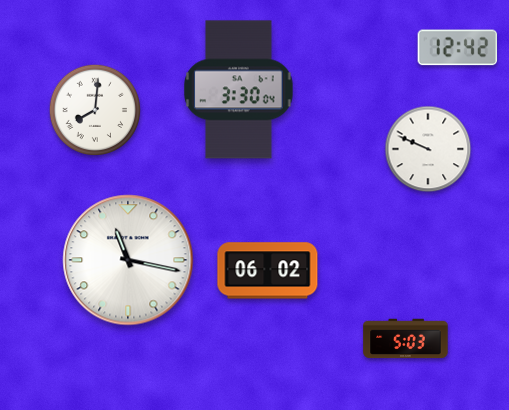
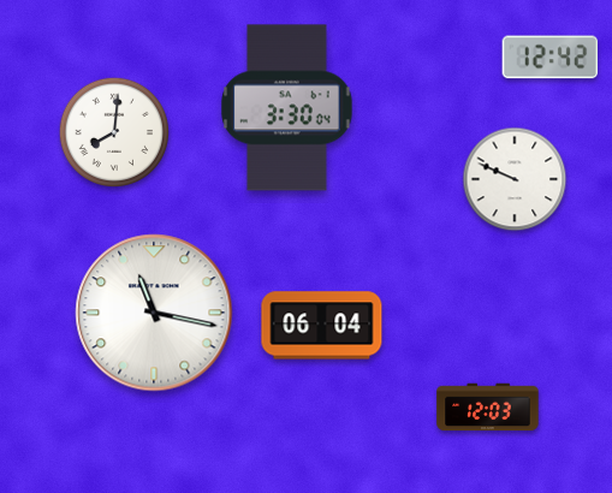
clock at (268, 271): 06:02 -> 06:04
clock at (406, 339): 5:03 -> 12:03
